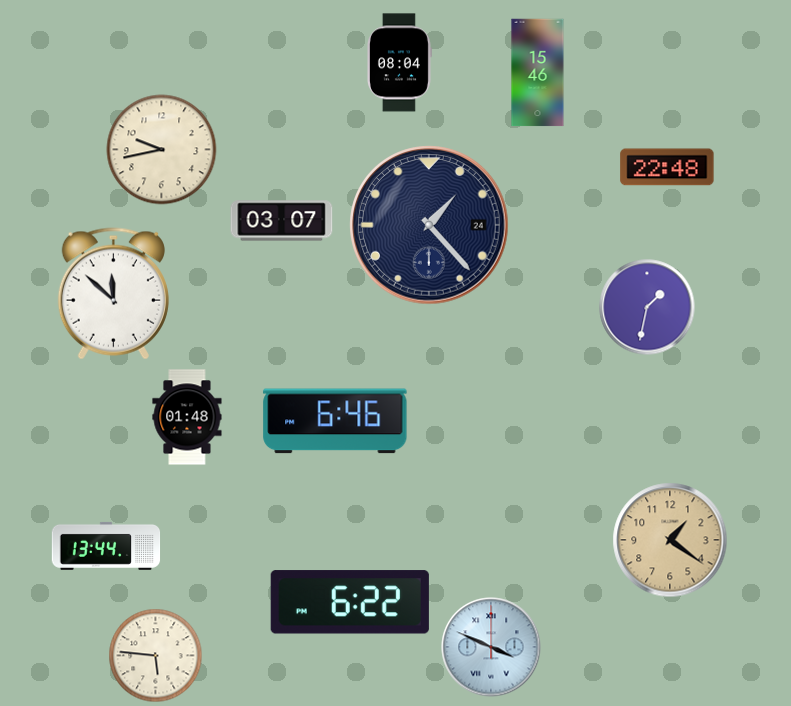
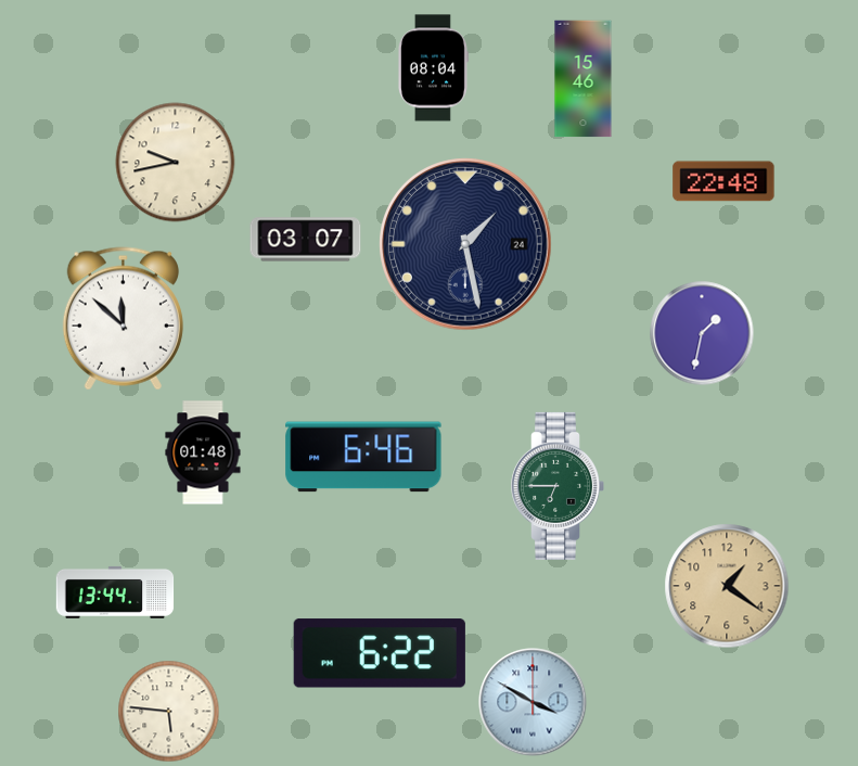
clock at (429, 225): 1:23 -> 1:28
clock at (558, 486): none -> 6:45
clock at (491, 647): 3:49 -> 3:50
